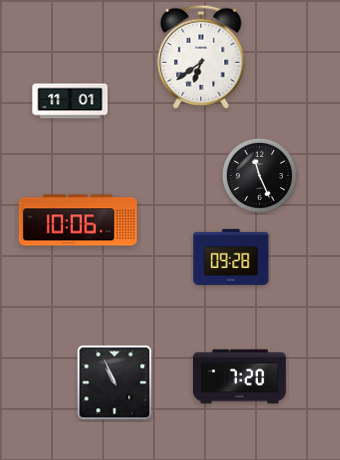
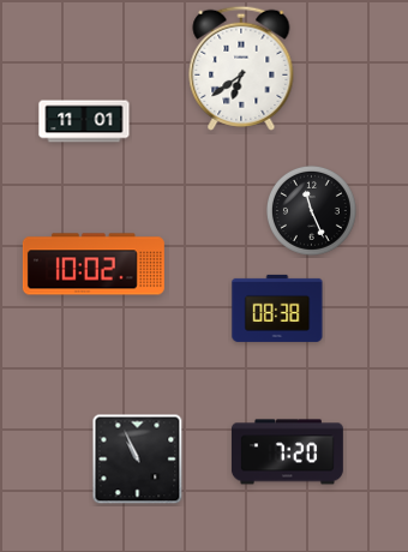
clock at (78, 220): 10:06 -> 10:02
clock at (231, 257): 09:28 -> 08:38
